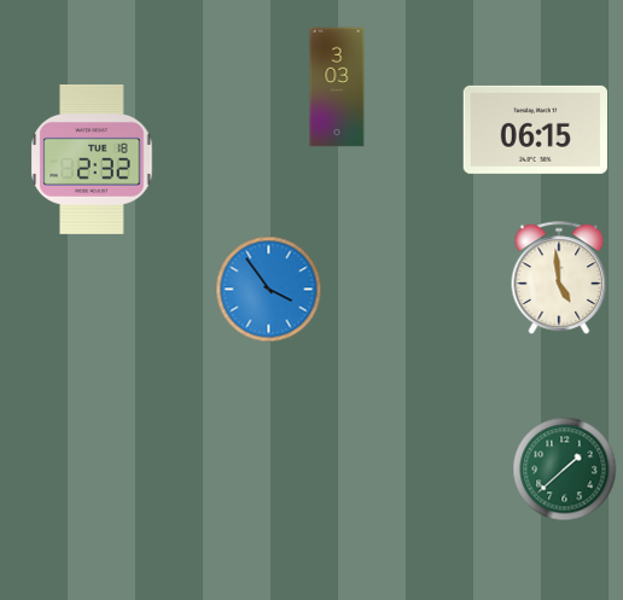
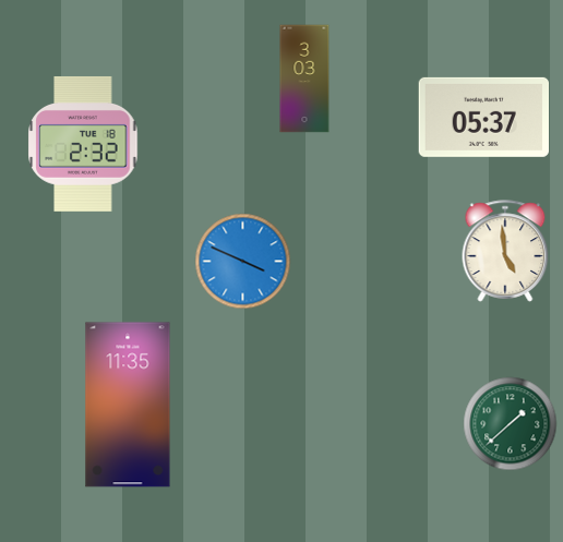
clock at (535, 129): 06:15 -> 05:37
clock at (269, 290): 3:54 -> 3:49
clock at (128, 405): none -> 11:35
